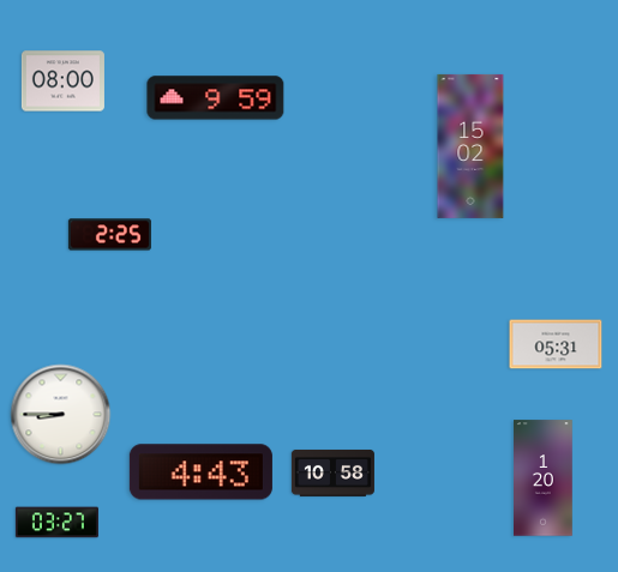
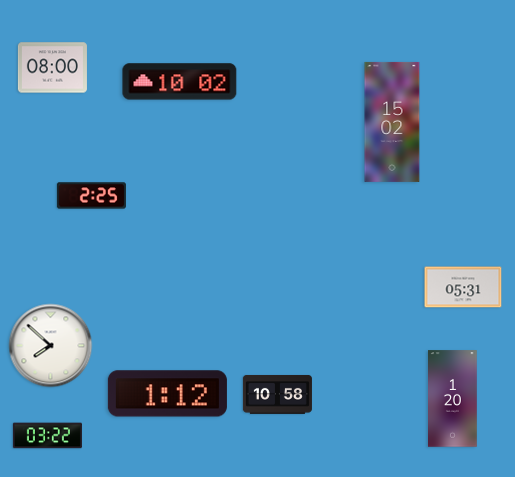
clock at (216, 98): 9:59 -> 10:02
clock at (61, 415): 8:45 -> 7:52
clock at (200, 472): 4:43 -> 1:12
clock at (56, 523): 03:27 -> 03:22
